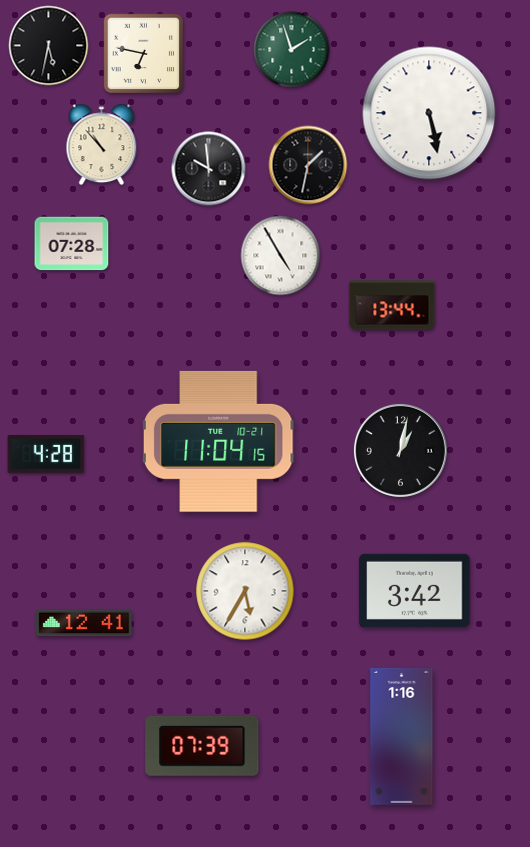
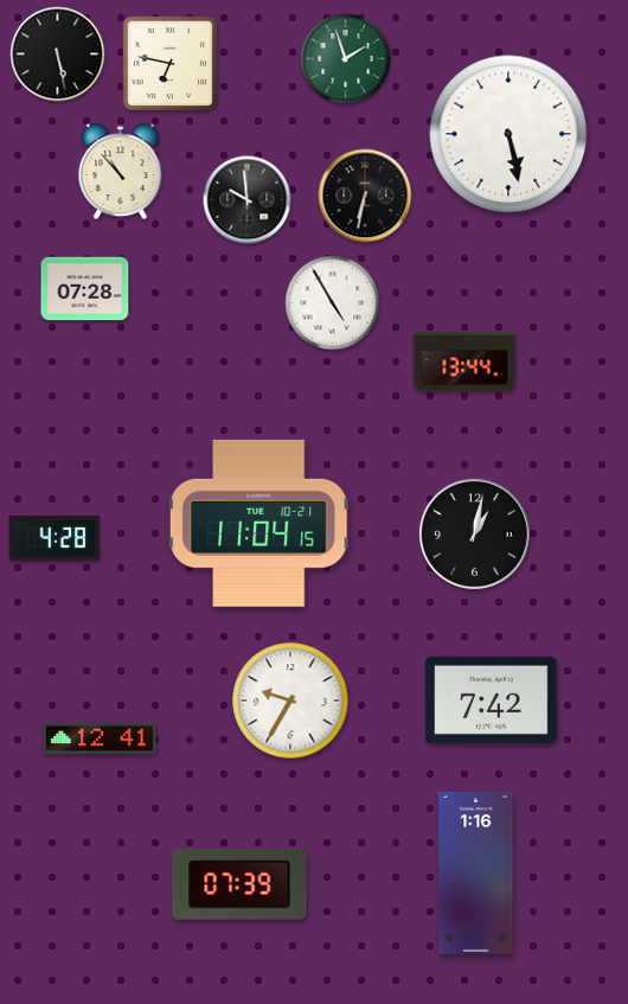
clock at (49, 46): 5:32 -> 5:28
clock at (308, 165): 1:32 -> 6:32
clock at (415, 590): 3:42 -> 7:42
clock at (245, 591): 5:35 -> 9:35
